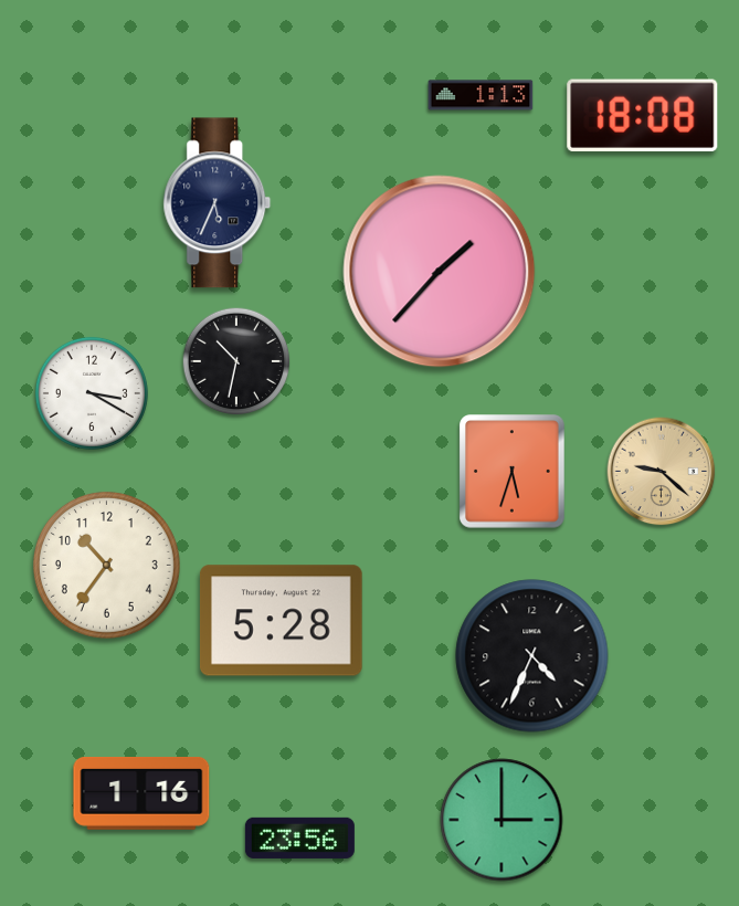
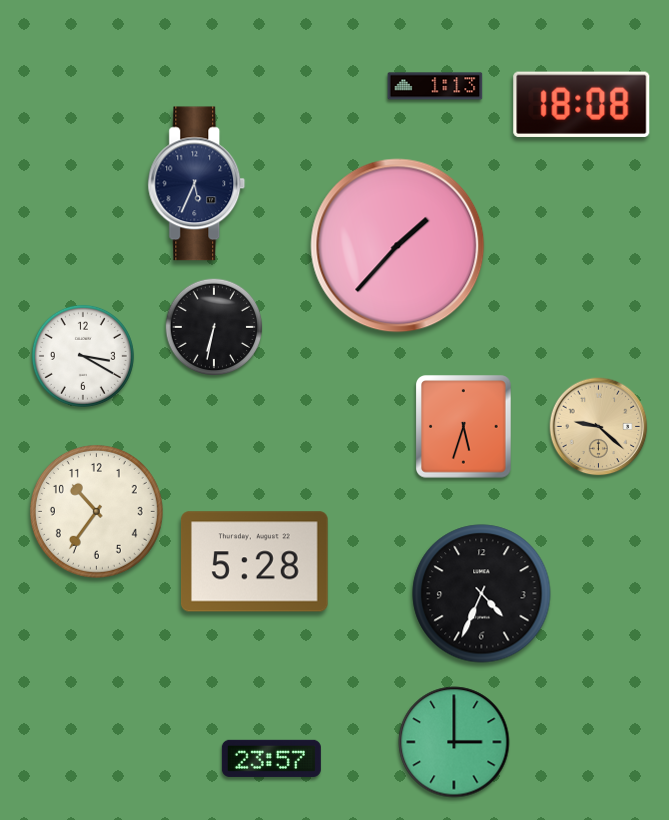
clock at (236, 361): 10:32 -> 6:32
clock at (141, 794): 1:16 -> none
clock at (299, 837): 23:56 -> 23:57
